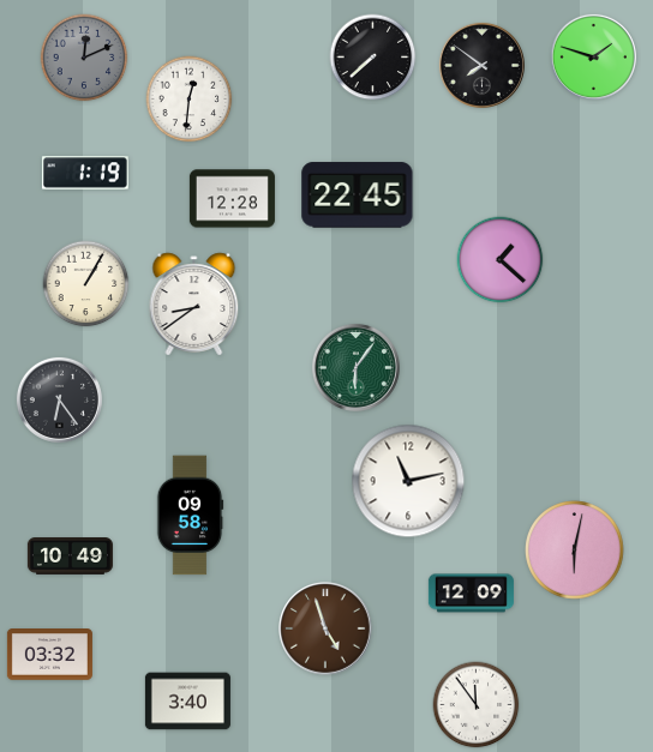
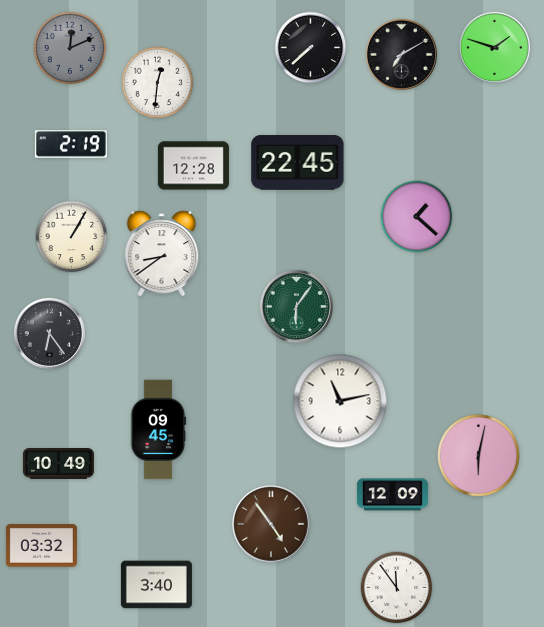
clock at (481, 65): 7:51 -> 7:10
clock at (85, 173): 1:19 -> 2:19
clock at (190, 516): 09:58 -> 09:45
clock at (575, 551) position: (575, 551) -> (479, 456)
clock at (325, 628): 4:57 -> 4:54
